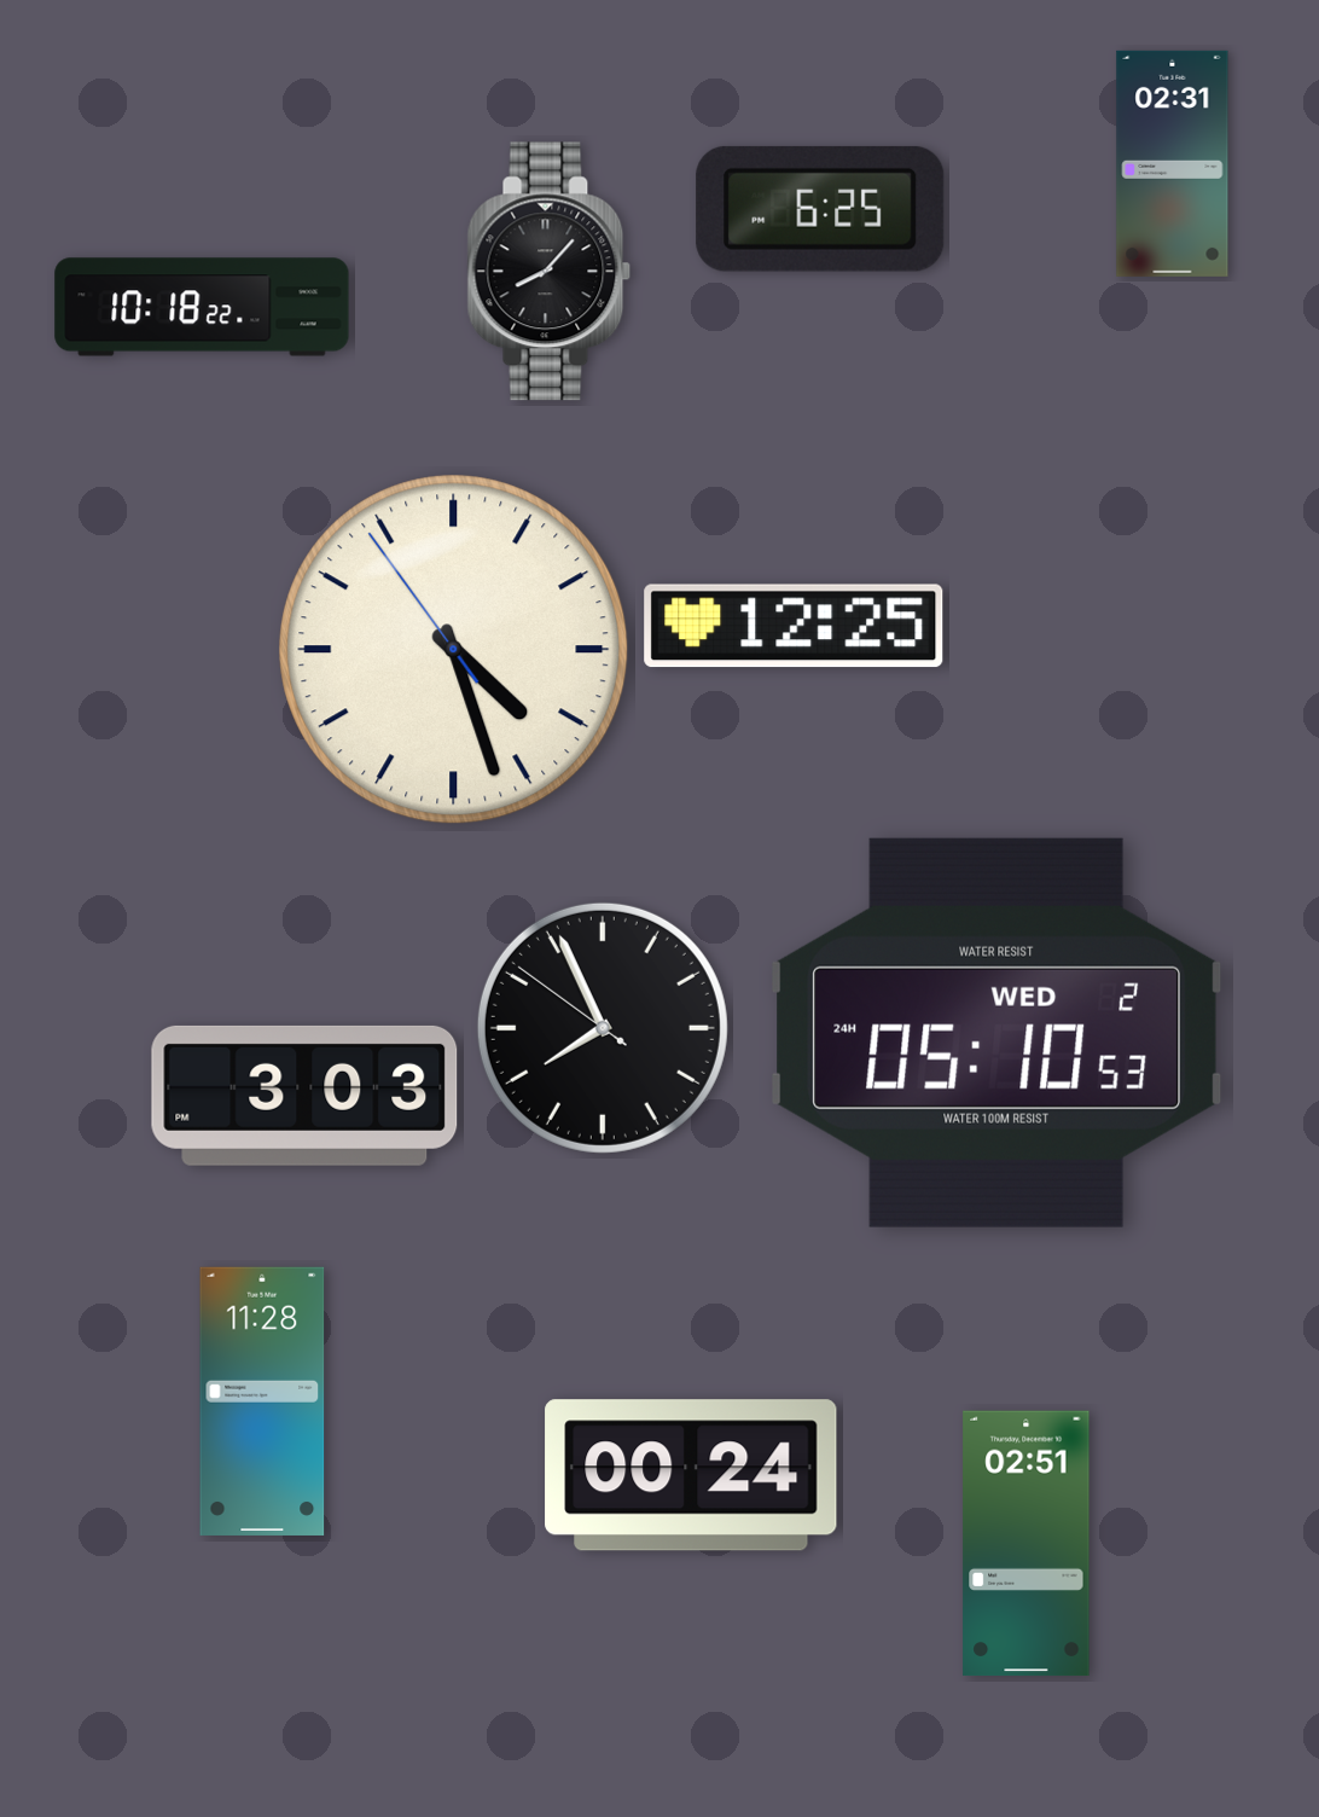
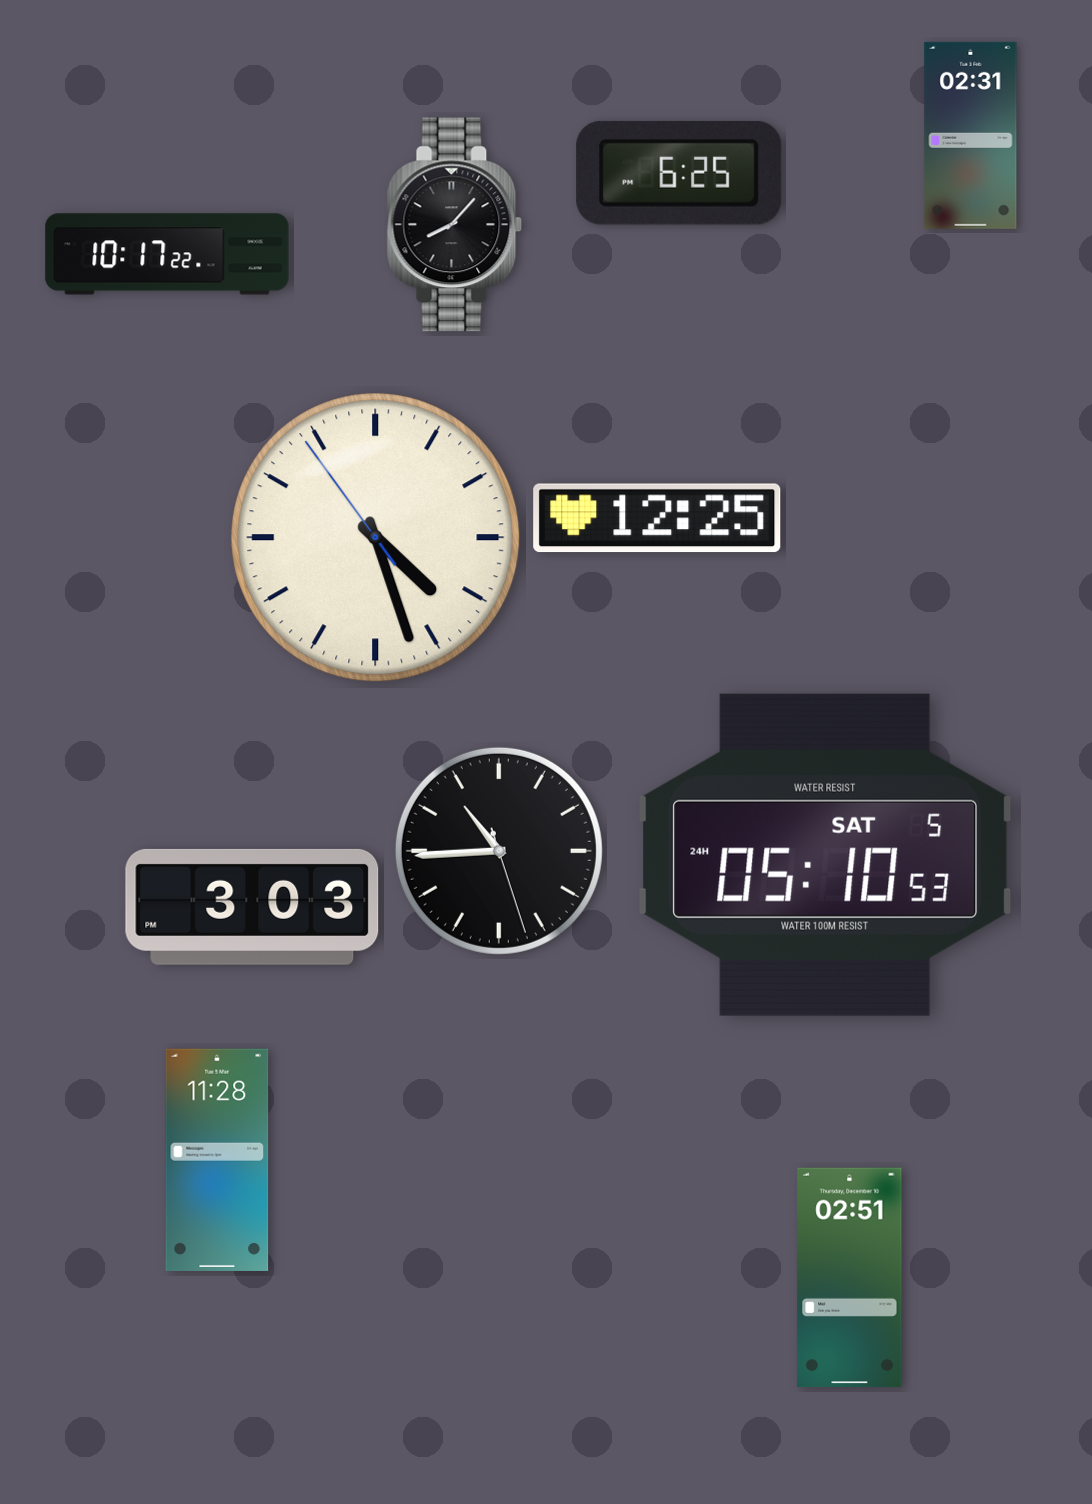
clock at (202, 307): 10:18 -> 10:17
clock at (603, 1028): 7:55 -> 10:44
clock at (996, 1033) date: WED 2 -> SAT 5
clock at (691, 1475): 00:24 -> none
